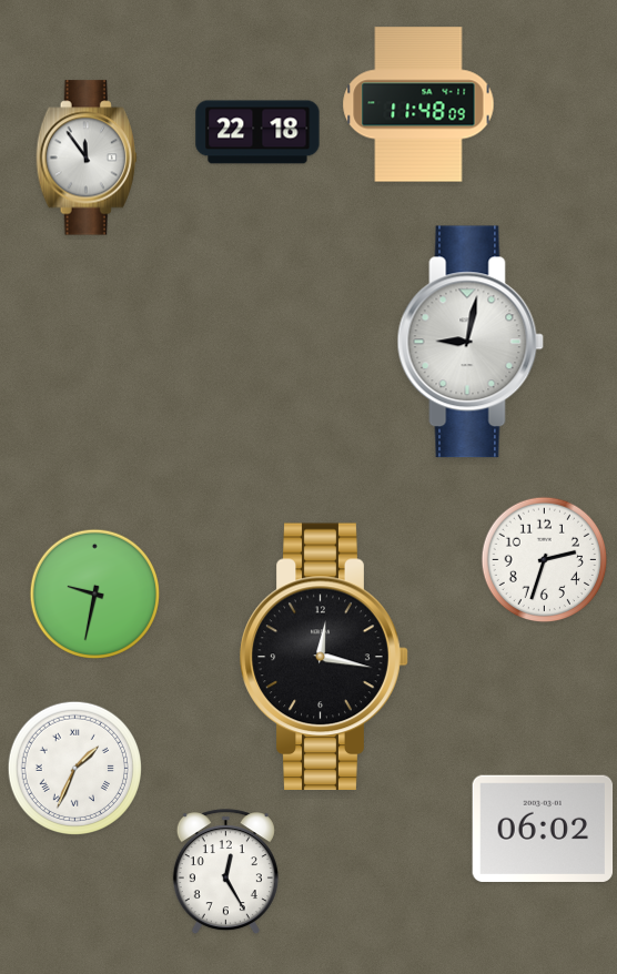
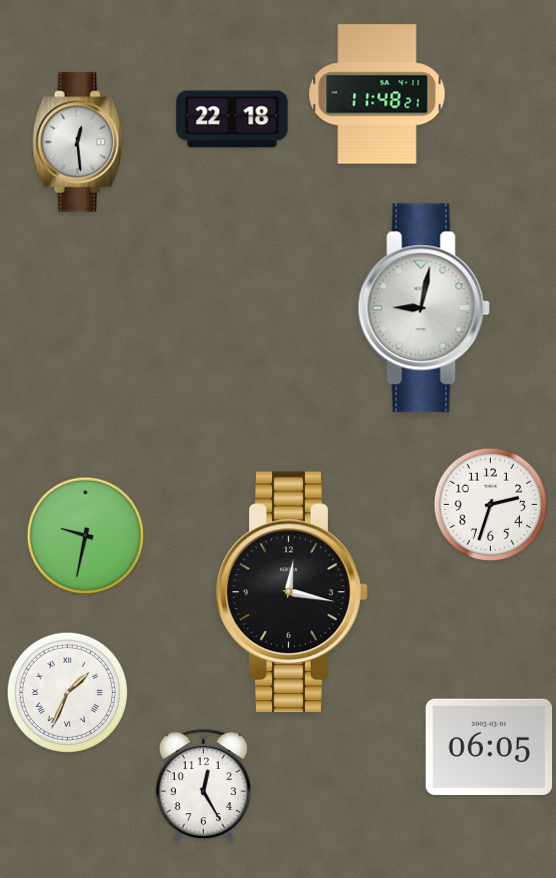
clock at (418, 104): 11:48:09 -> 11:48:21
clock at (87, 158): 11:54 -> 12:29
clock at (543, 828): 06:02 -> 06:05
